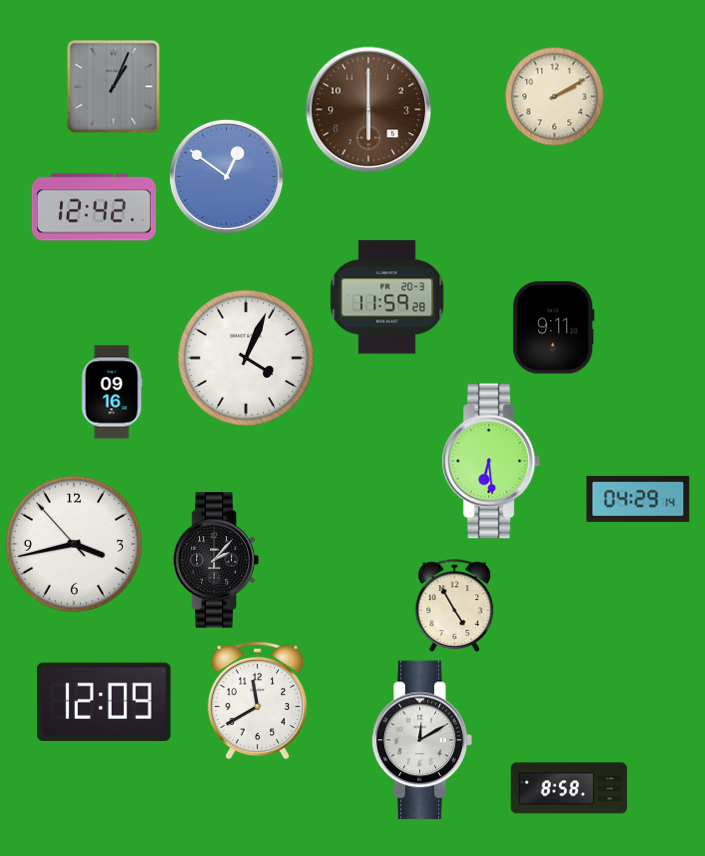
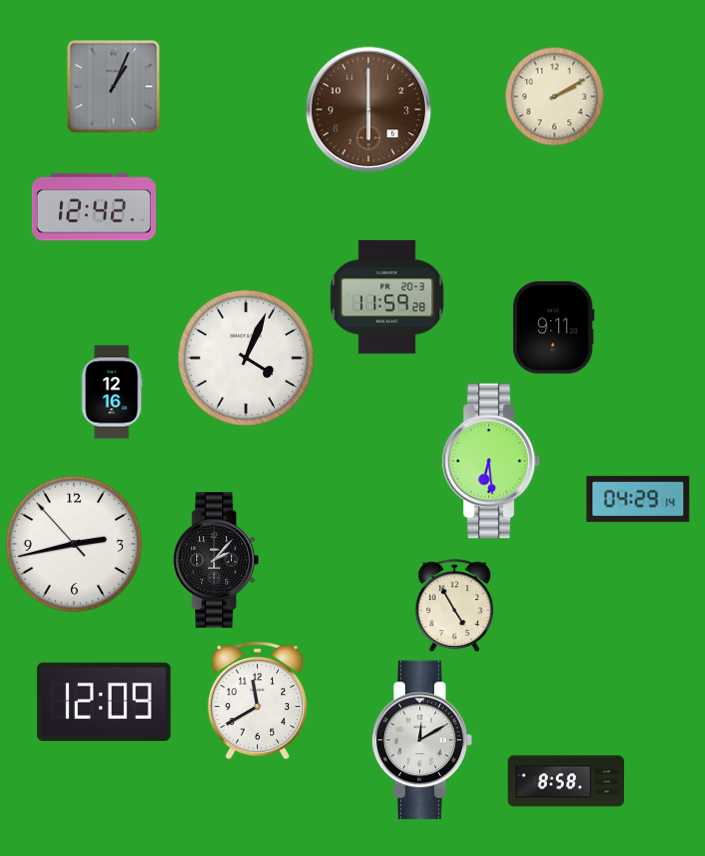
clock at (226, 176): 12:51 -> none
clock at (112, 392): 09:16 -> 12:16
clock at (74, 544): 3:42 -> 2:42
clock at (569, 788) position: (569, 788) -> (566, 781)
